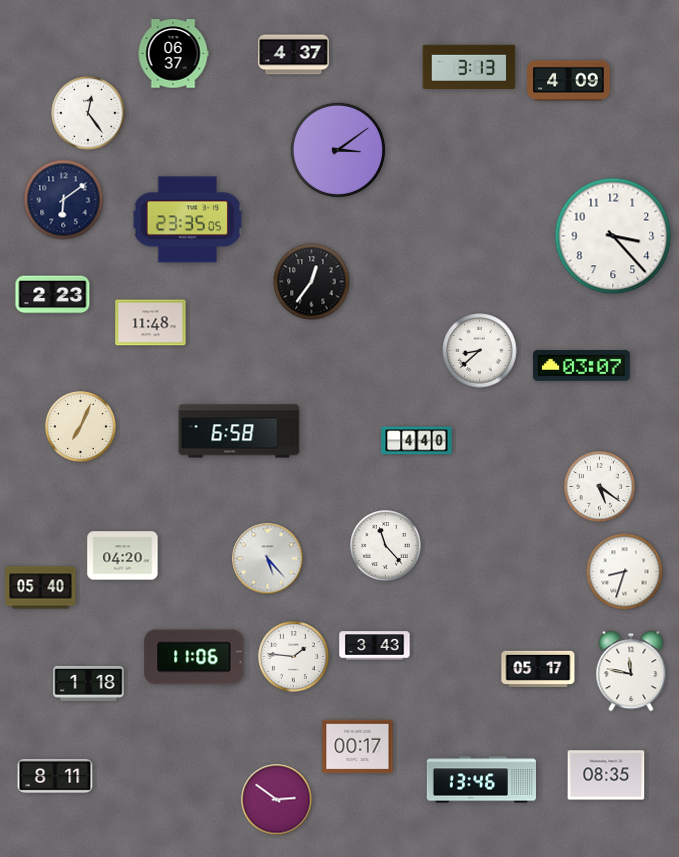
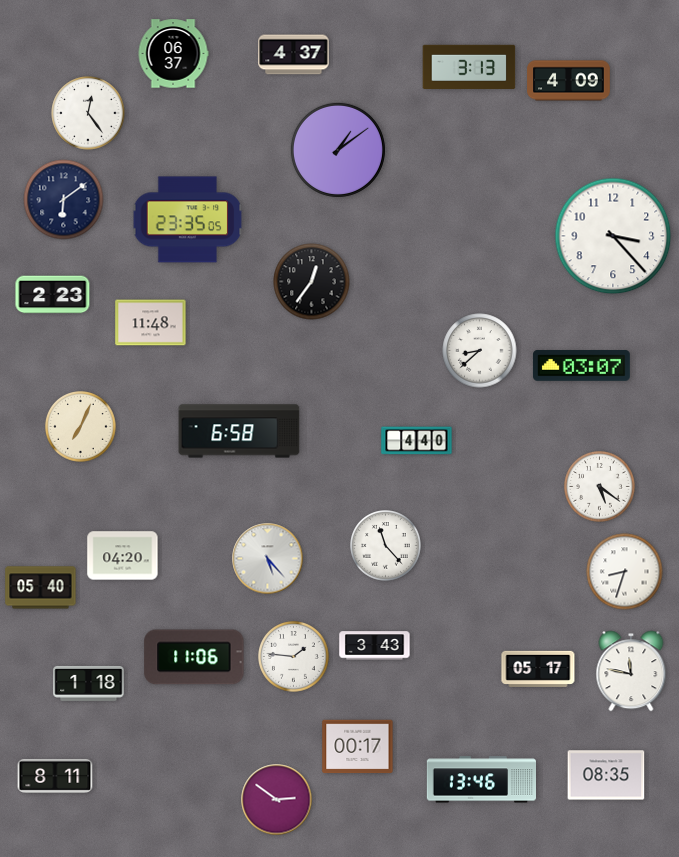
clock at (338, 150): 3:09 -> 1:09
